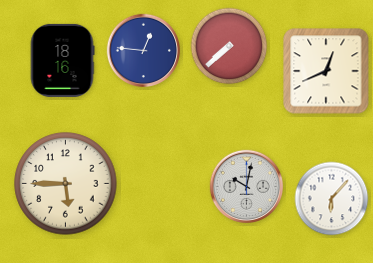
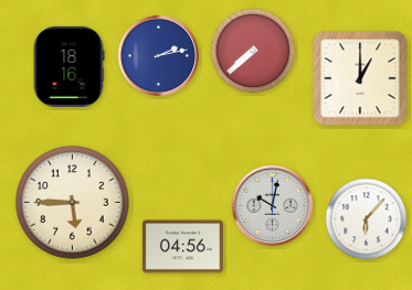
clock at (144, 51): 12:46 -> 2:13
clock at (326, 71): 12:41 -> 1:00
clock at (182, 247): none -> 04:56
